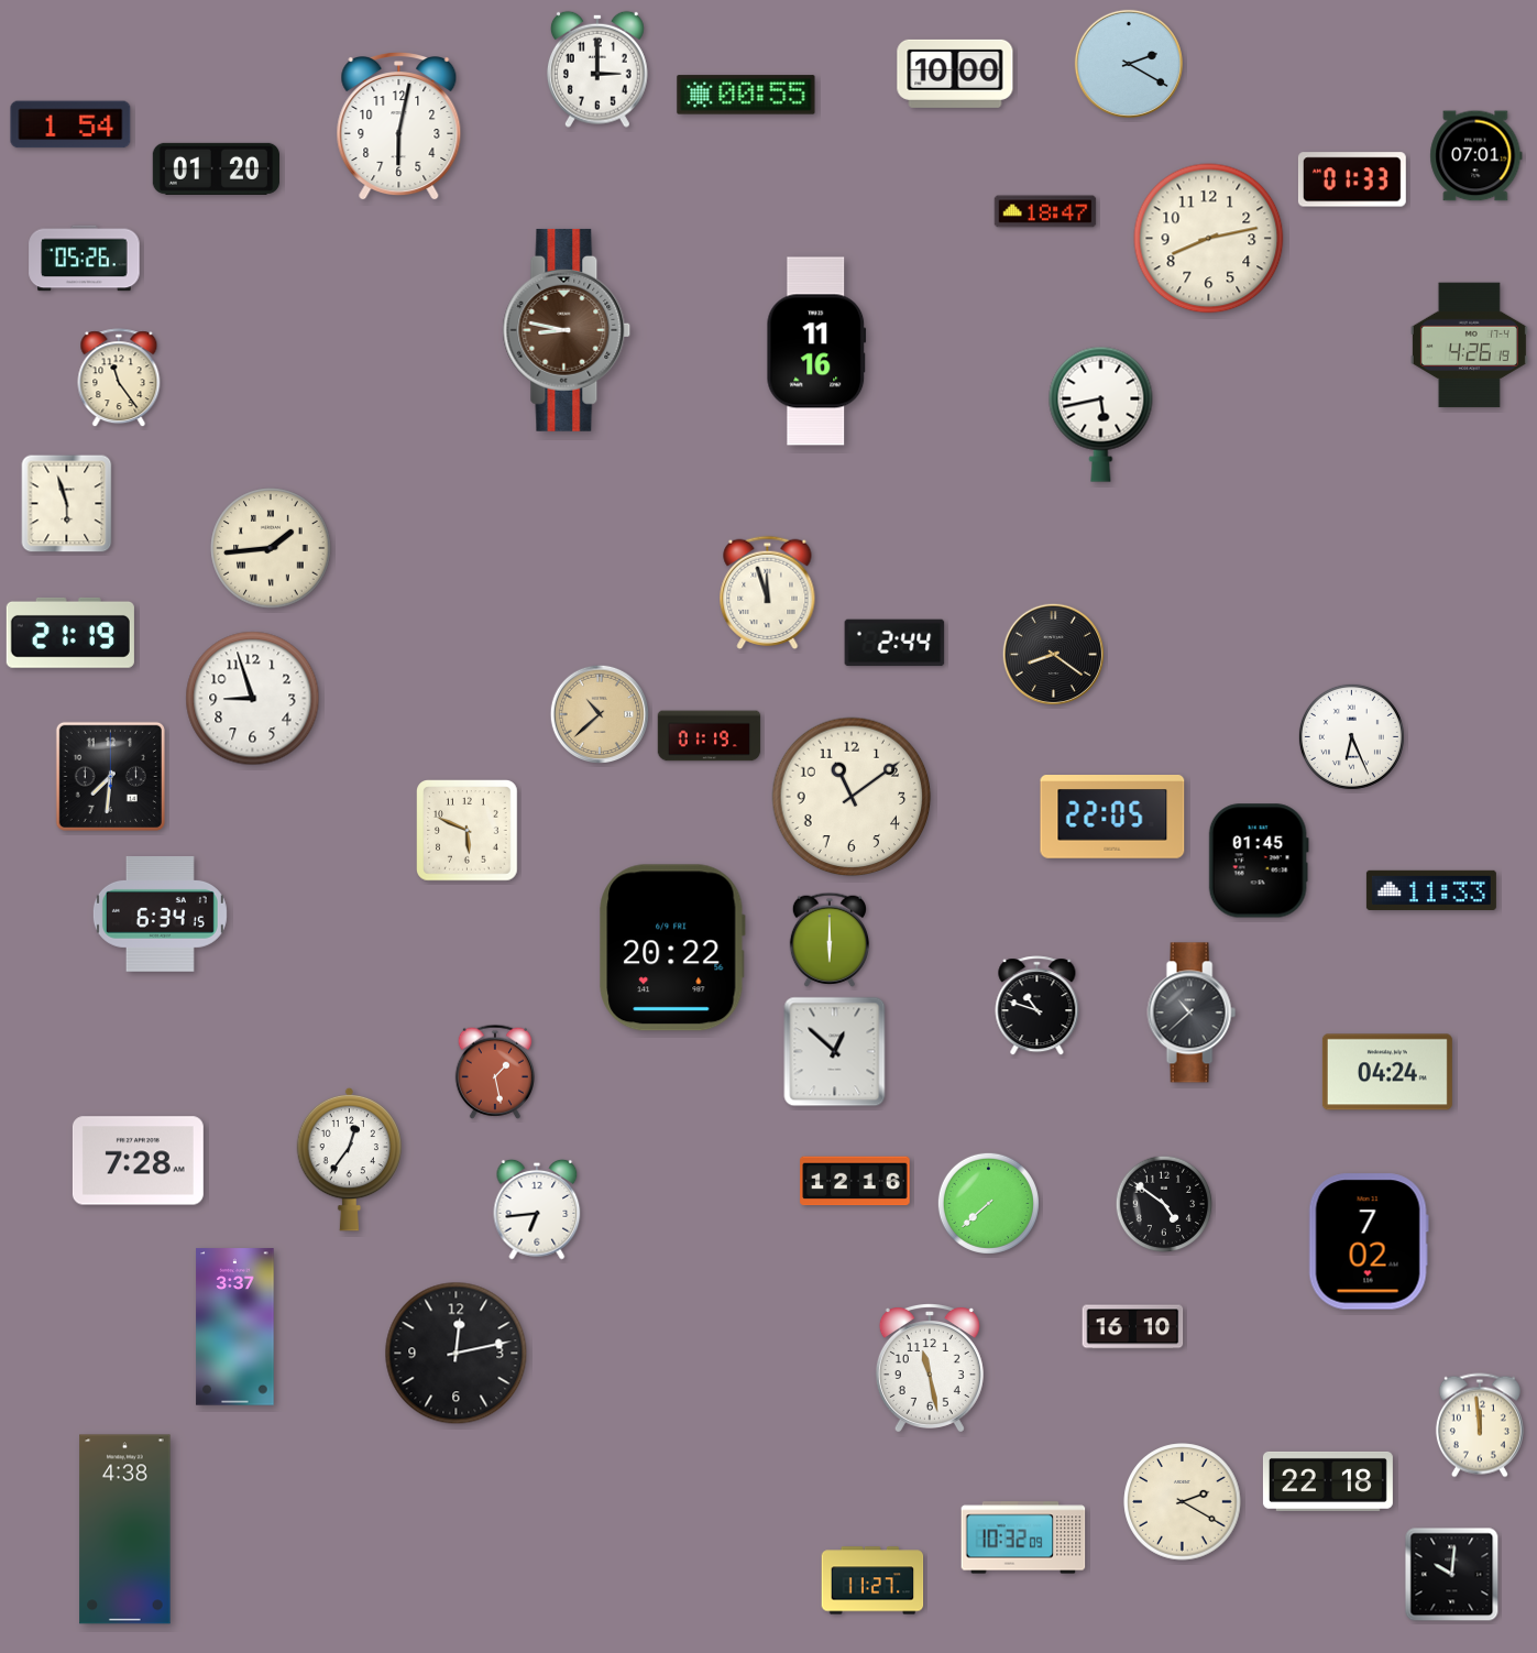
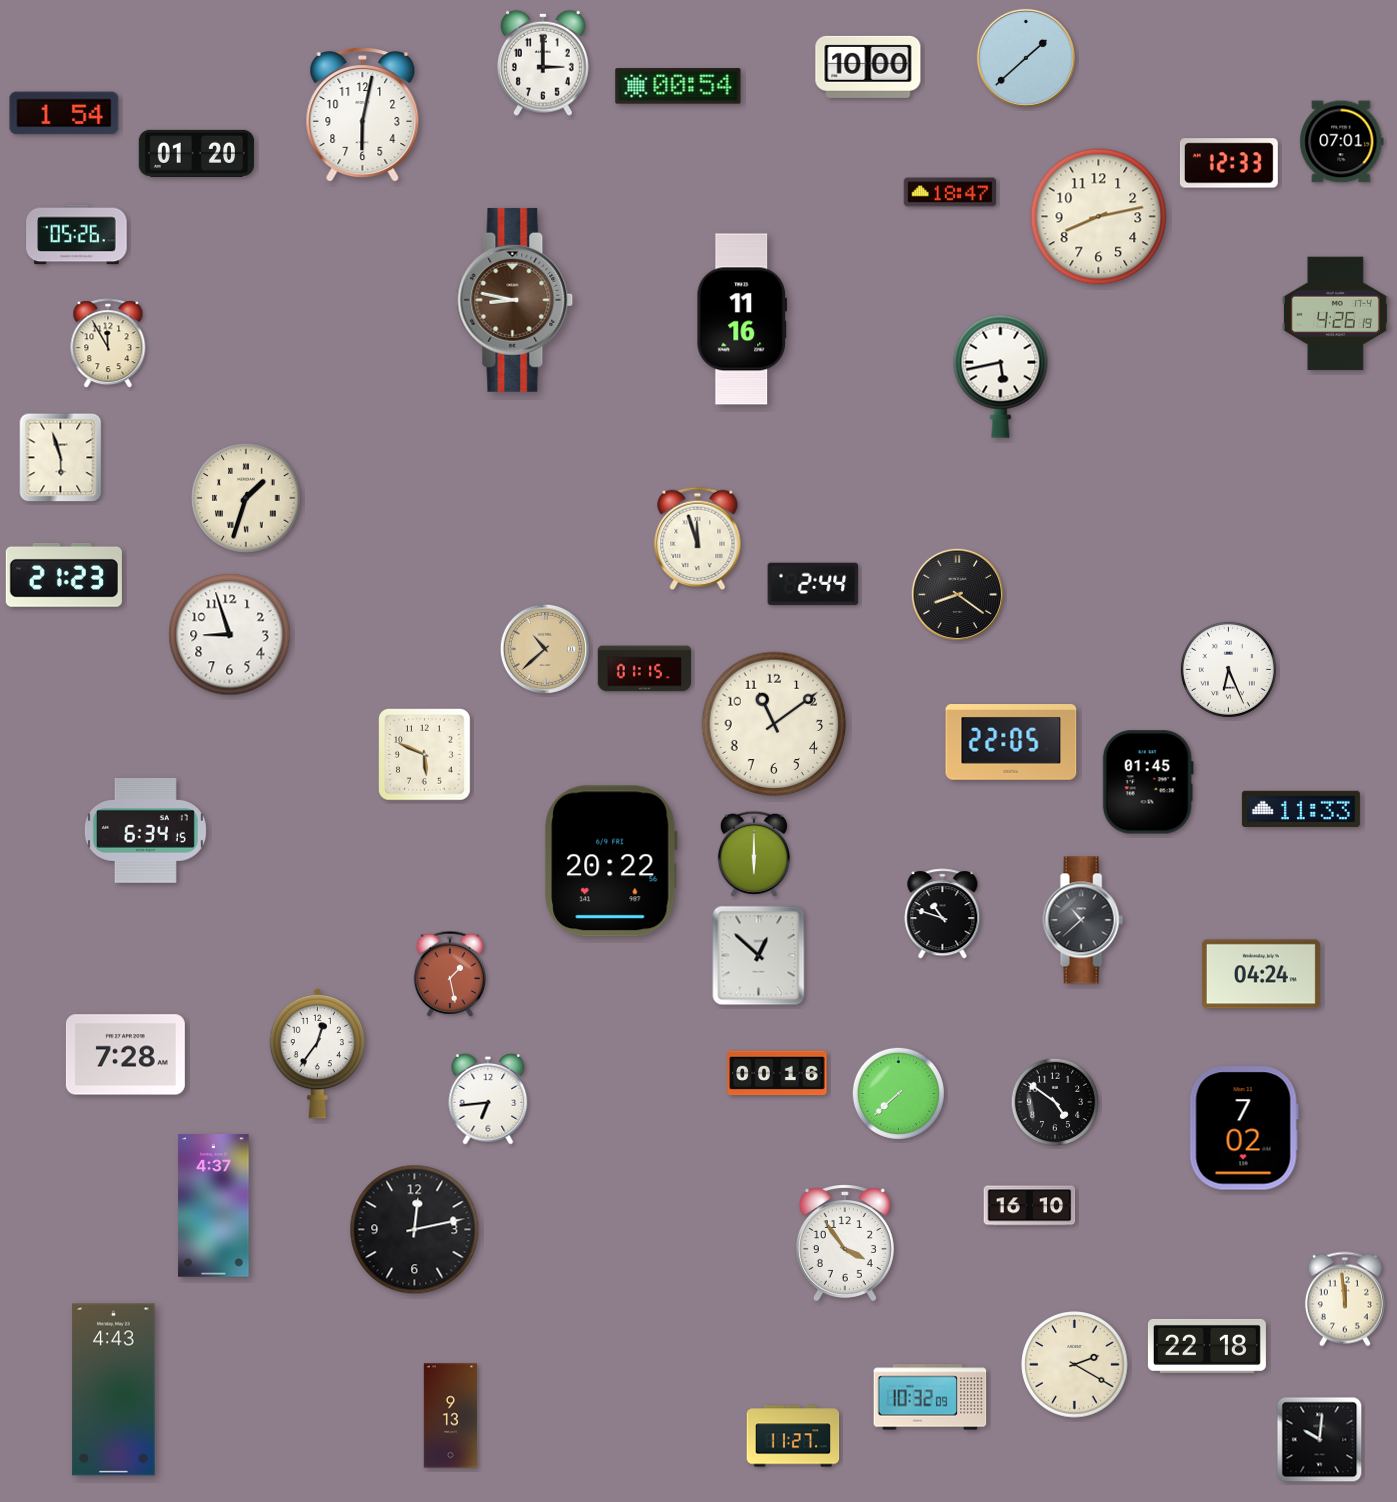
clock at (1129, 64): 2:20 -> 1:38
clock at (746, 95): 00:55 -> 00:54
clock at (1352, 179): 01:33 -> 12:33
clock at (119, 379): 11:24 -> 11:55
clock at (271, 548): 1:44 -> 1:33
clock at (70, 633): 21:19 -> 21:23
clock at (710, 736): 01:19 -> 01:15
clock at (110, 776): 7:31 -> none
clock at (1259, 861) position: (1259, 861) -> (1148, 782)
clock at (855, 1181): 12:16 -> 00:16
clock at (1164, 1204) position: (1164, 1204) -> (1055, 1102)
clock at (235, 1327): 3:37 -> 4:37
clock at (930, 1368): 11:28 -> 3:54
clock at (1480, 1425) position: (1480, 1425) -> (1345, 1299)
clock at (125, 1530): 4:38 -> 4:43
clock at (450, 1416): none -> 9:13
clock at (1452, 1575) position: (1452, 1575) -> (1320, 1440)
